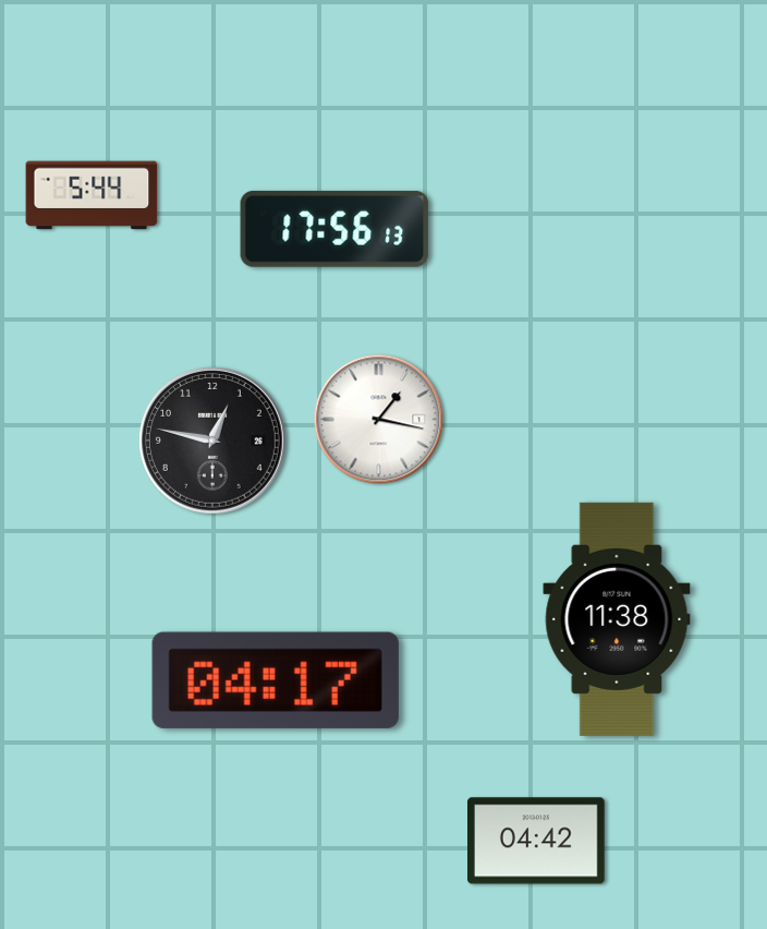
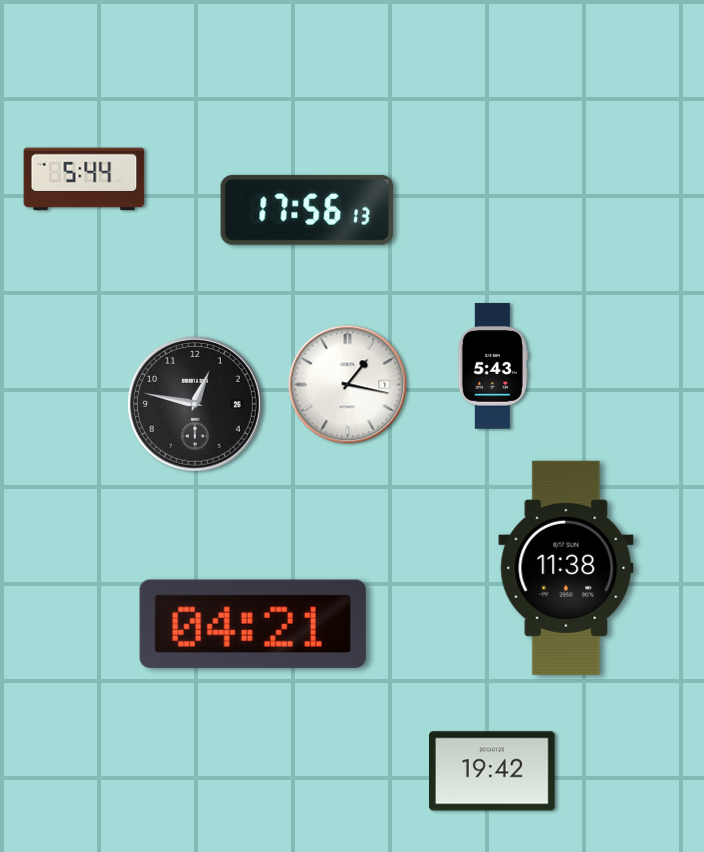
clock at (493, 366): none -> 5:43
clock at (276, 680): 04:17 -> 04:21
clock at (537, 841): 04:42 -> 19:42
